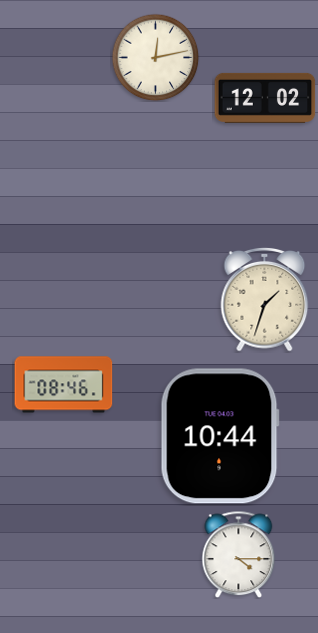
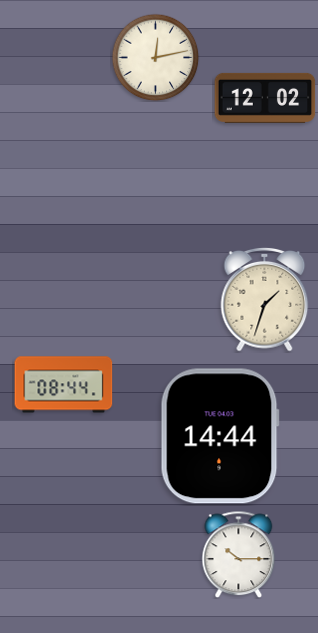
clock at (64, 385): 08:46 -> 08:44
clock at (220, 436): 10:44 -> 14:44
clock at (239, 554): 4:15 -> 10:15
